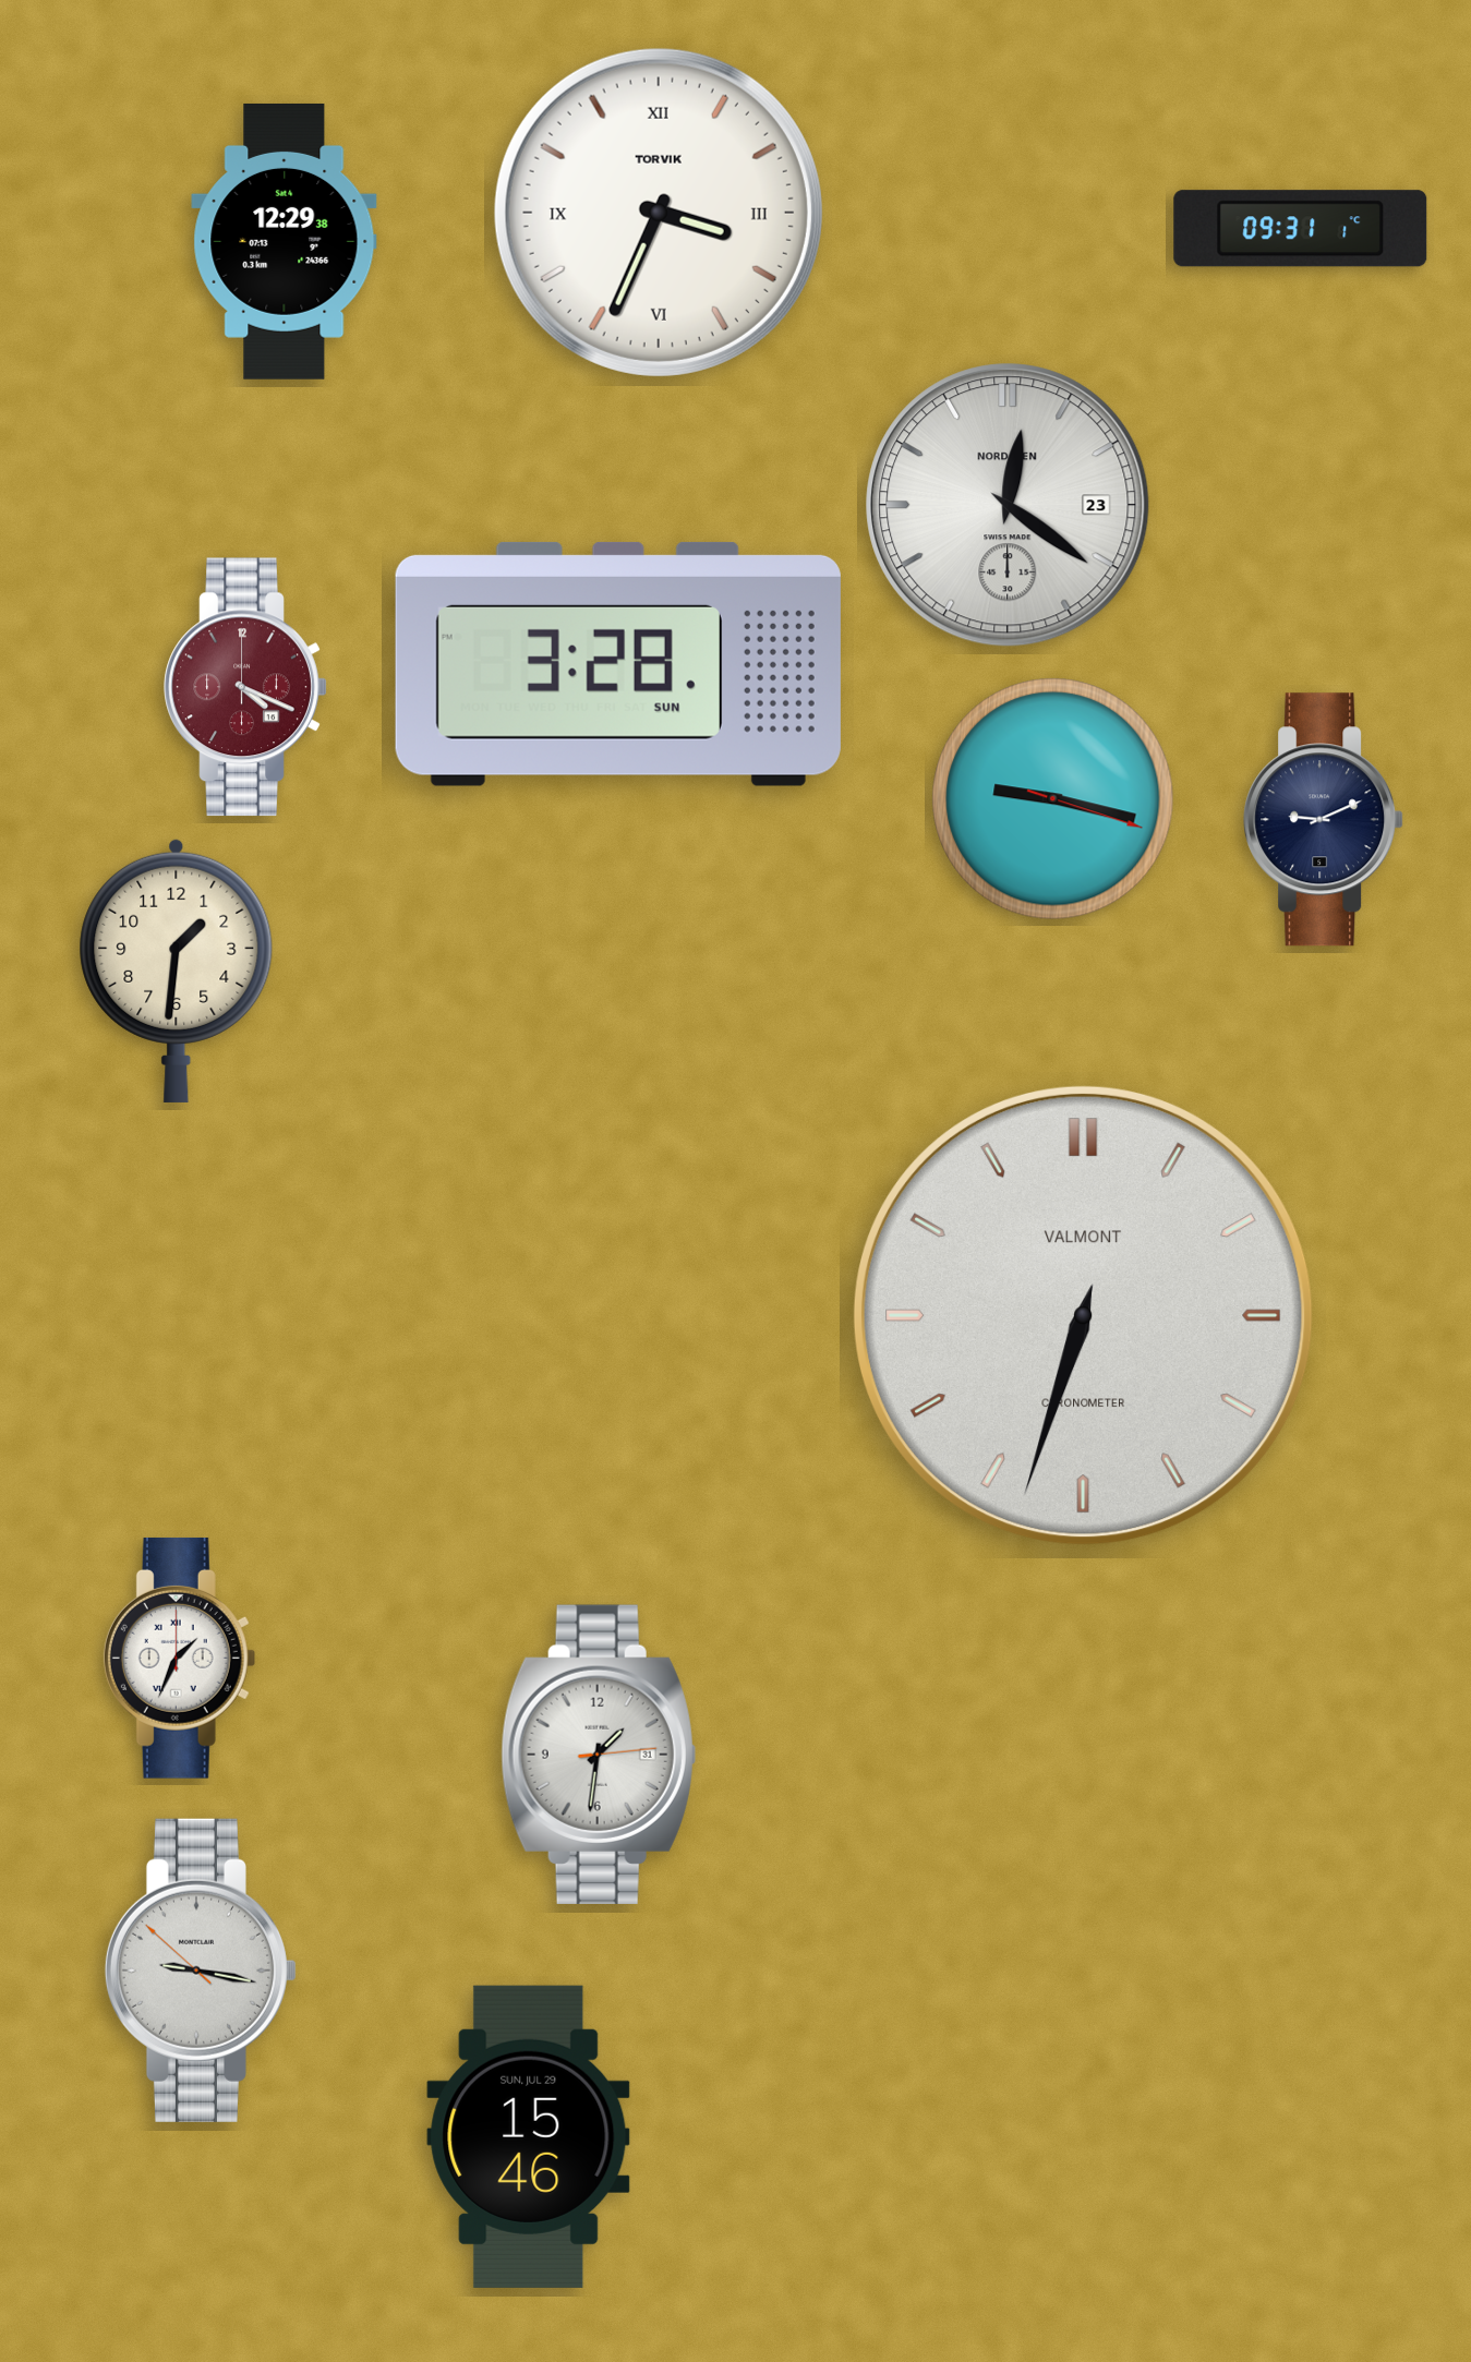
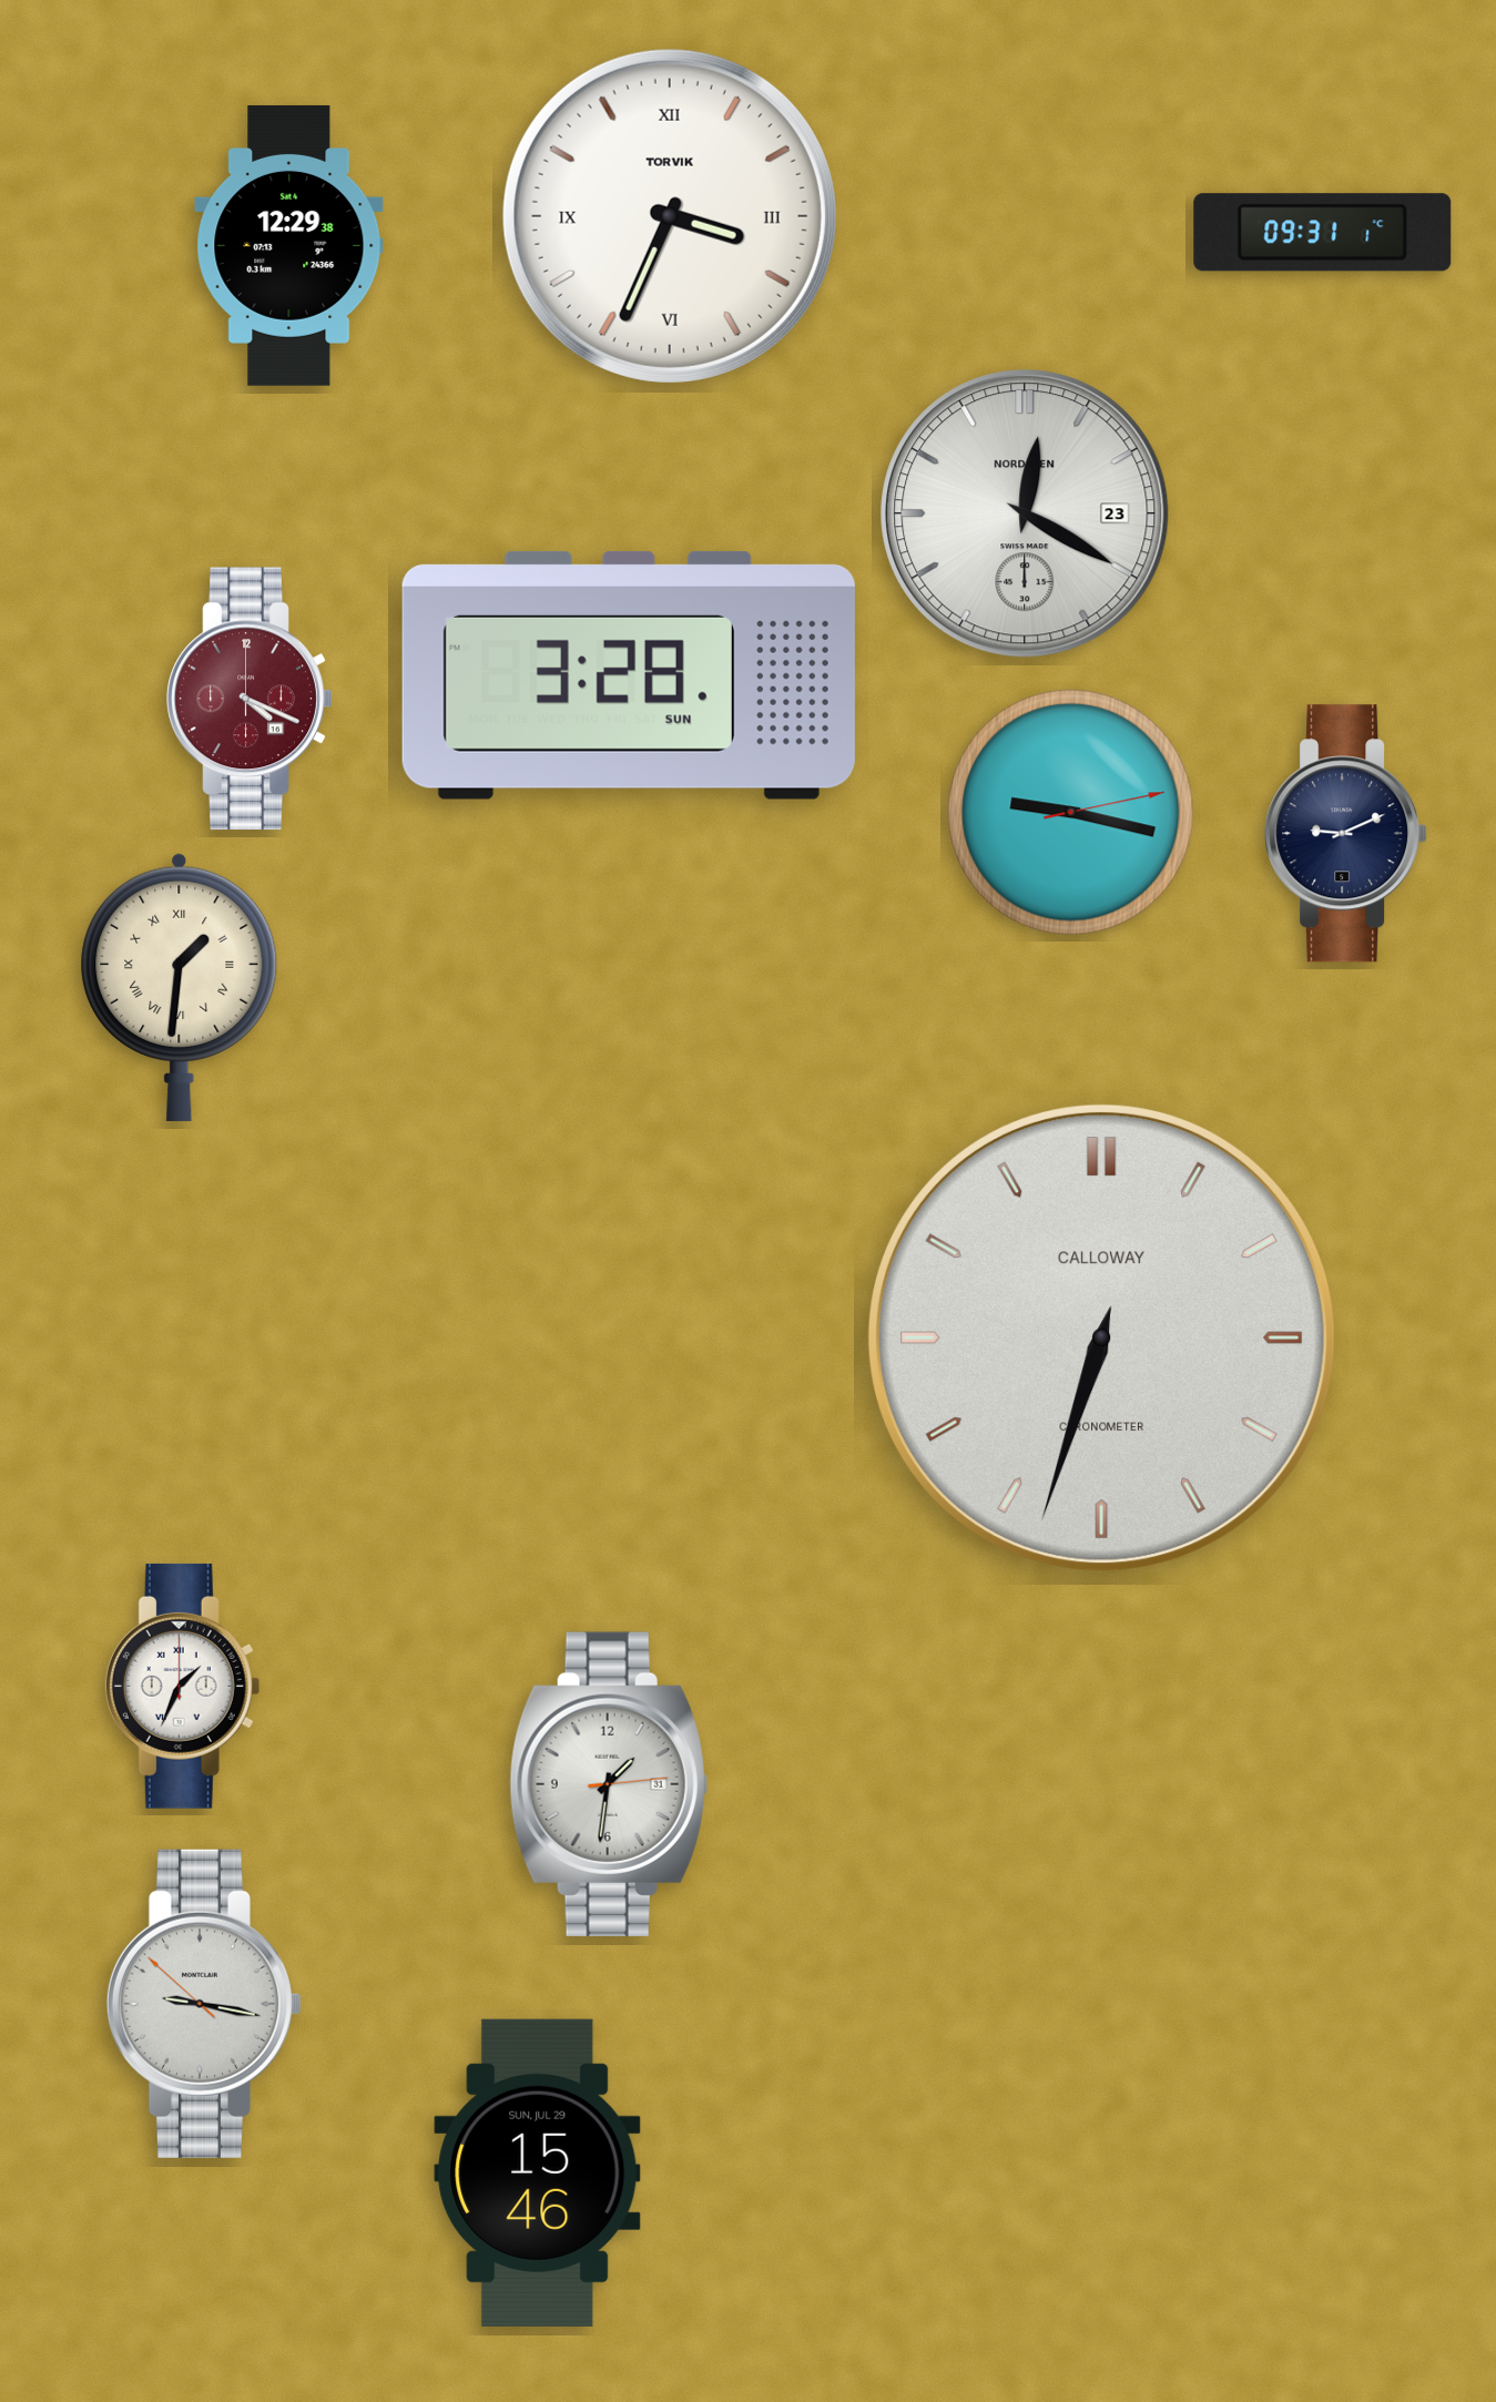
clock at (1008, 505): 12:21 -> 12:20
clock at (1053, 799): 9:17:18 -> 9:17:13
clock at (177, 971) numerals: Arabic -> Roman
clock at (1083, 1315) brand: VALMONT -> CALLOWAY
